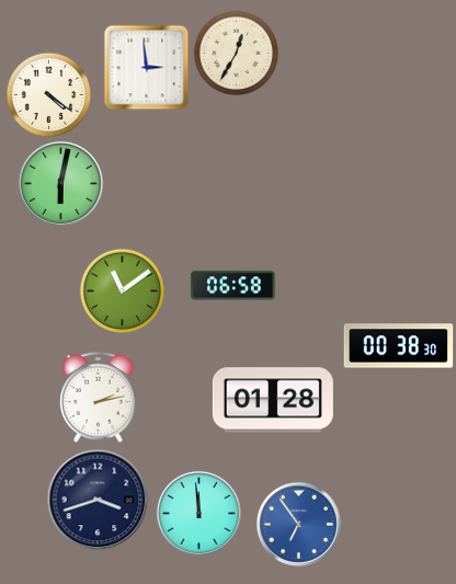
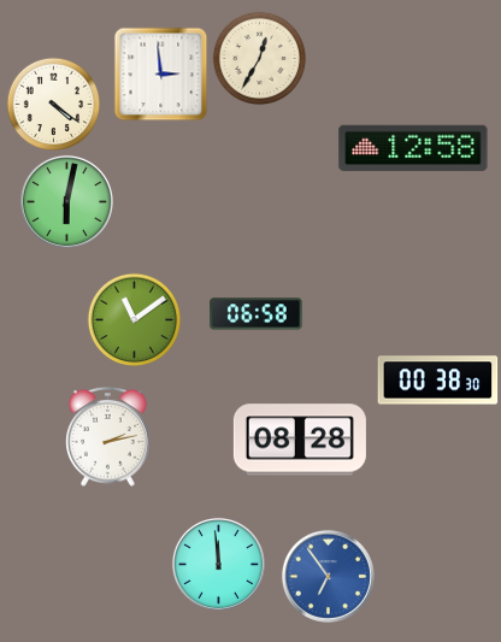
clock at (413, 148): none -> 12:58
clock at (273, 400): 01:28 -> 08:28
clock at (98, 500): 3:42 -> none
